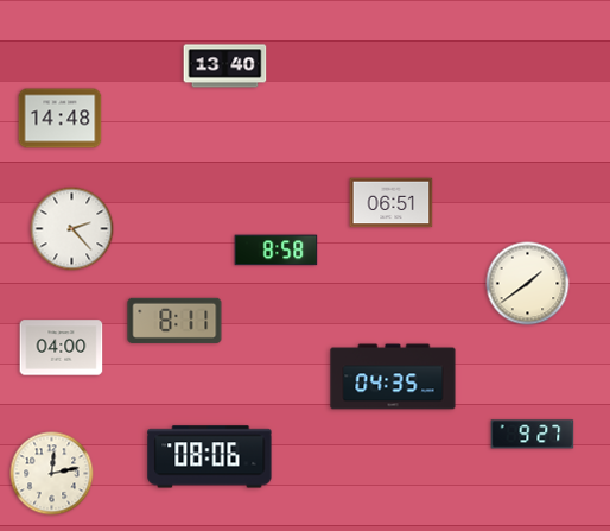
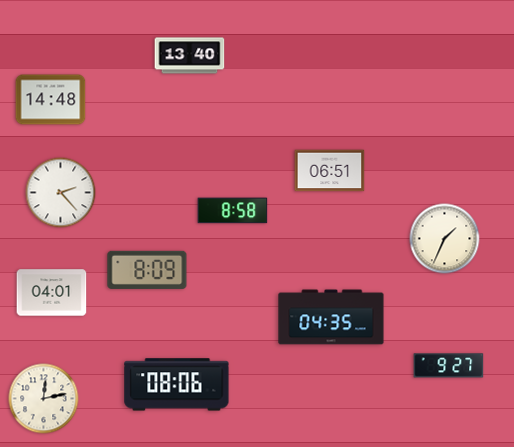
clock at (528, 284): 1:39 -> 1:34
clock at (174, 321): 8:11 -> 8:09
clock at (62, 348): 04:00 -> 04:01
